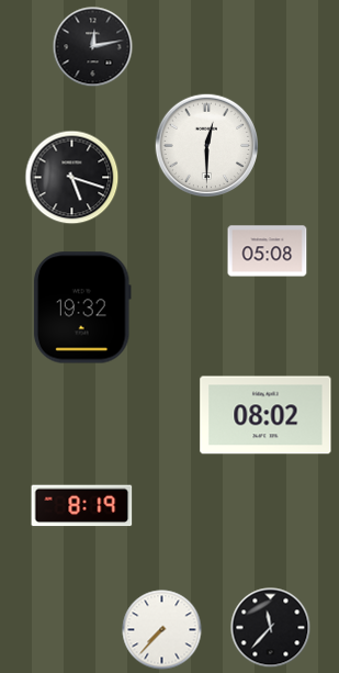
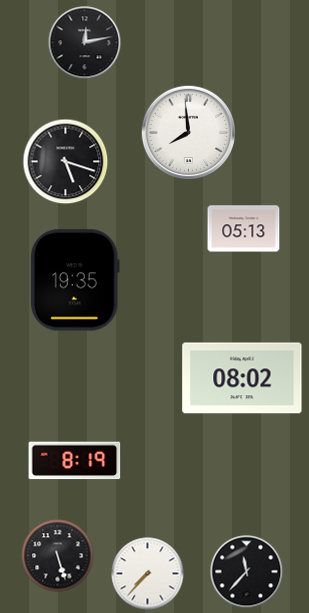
clock at (206, 145): 12:30 -> 7:59
clock at (268, 251): 05:08 -> 05:13
clock at (82, 307): 19:32 -> 19:35
clock at (58, 556): none -> 5:27
